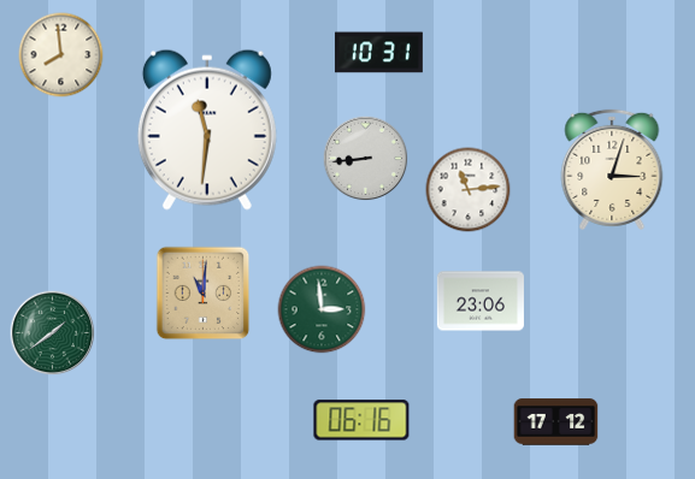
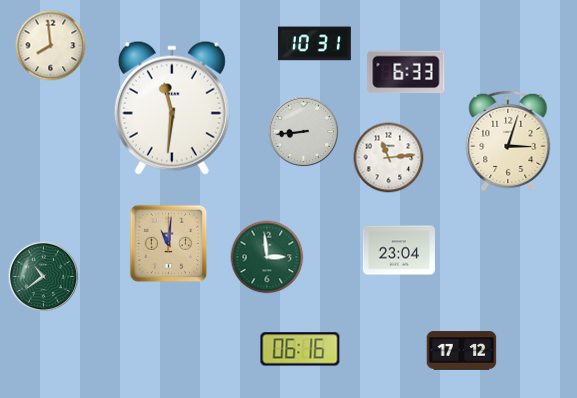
clock at (406, 72): none -> 6:33
clock at (481, 301): 23:06 -> 23:04
clock at (53, 333): 1:39 -> 10:39
